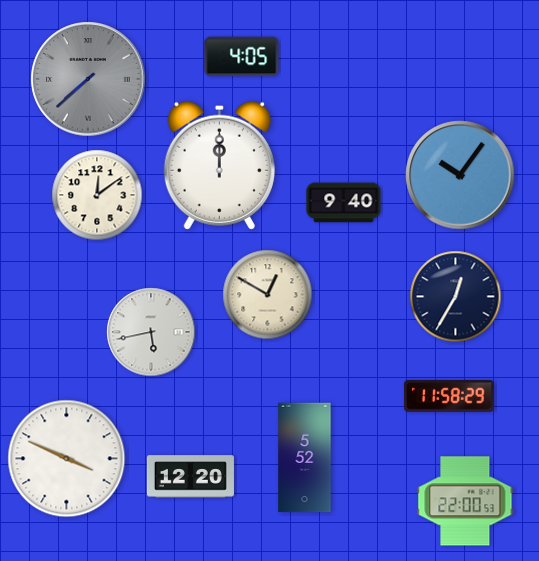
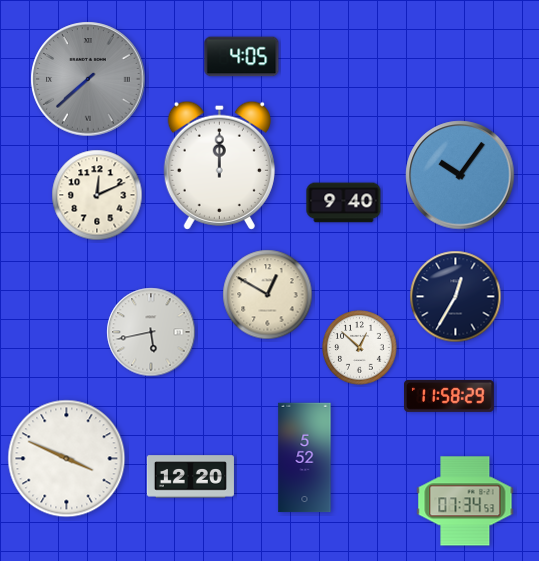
clock at (97, 195): 12:09 -> 12:11
clock at (360, 348): none -> 12:52
clock at (465, 501): 22:00 -> 07:34
